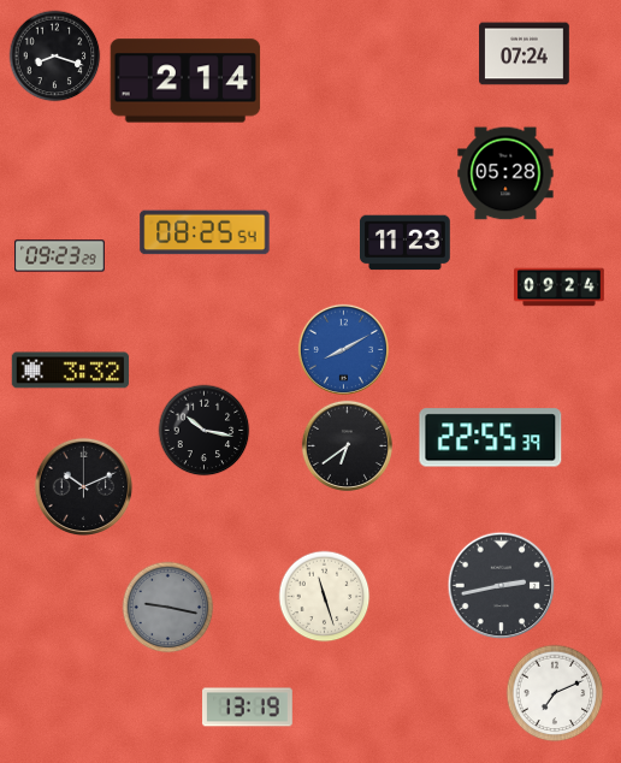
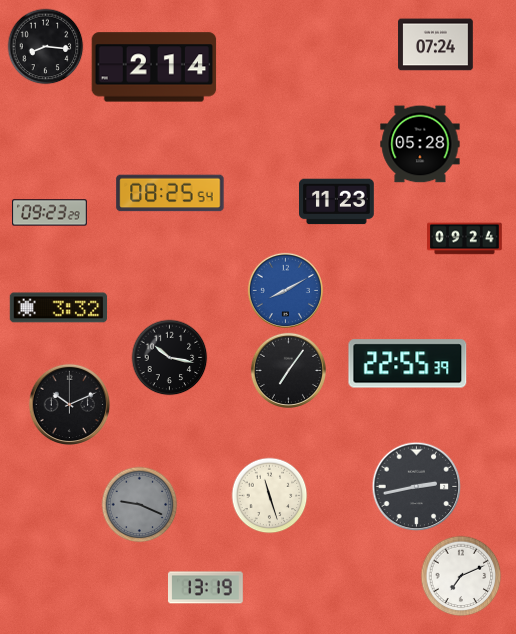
clock at (55, 57): 8:18 -> 8:16
clock at (347, 445): 6:39 -> 7:06
clock at (168, 608): 9:17 -> 9:19
